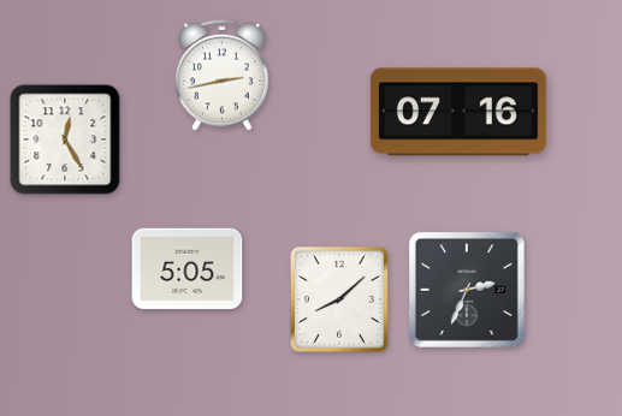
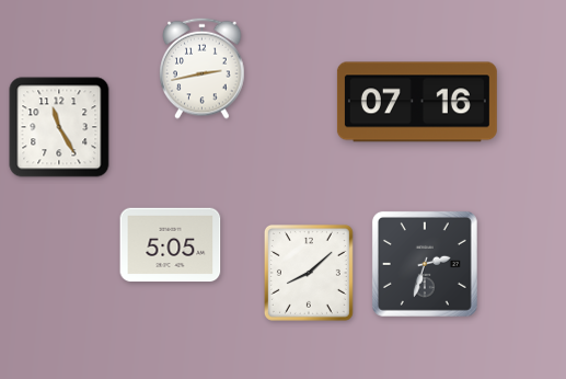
clock at (65, 139): 12:25 -> 11:25
clock at (467, 290): 2:34 -> 2:33
